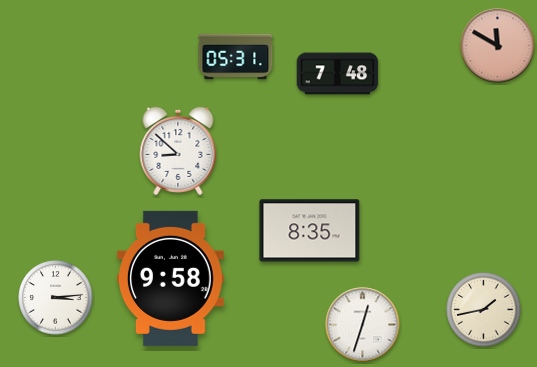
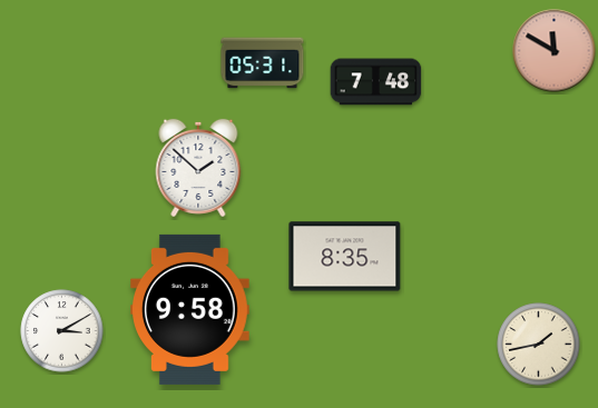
clock at (178, 151): 8:52 -> 1:52
clock at (56, 298): 3:14 -> 3:10
clock at (363, 325): 12:33 -> none
